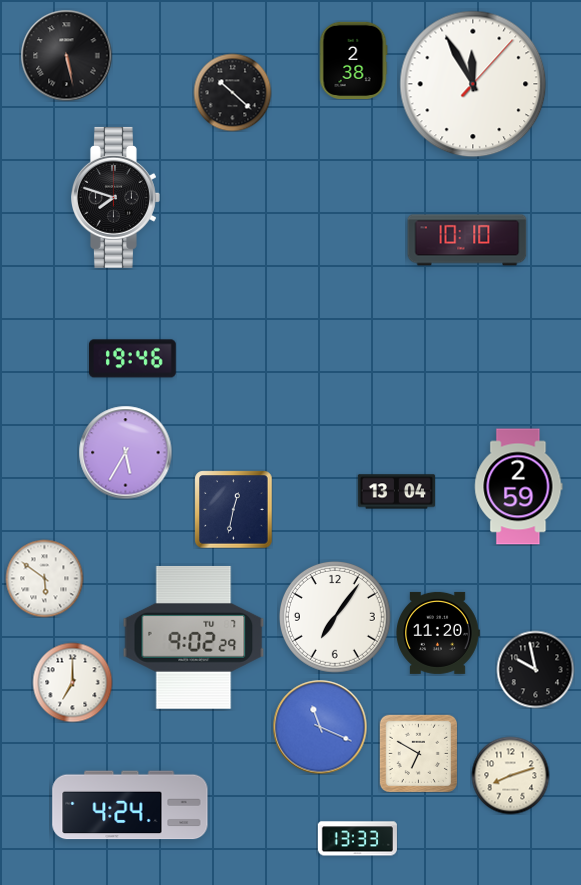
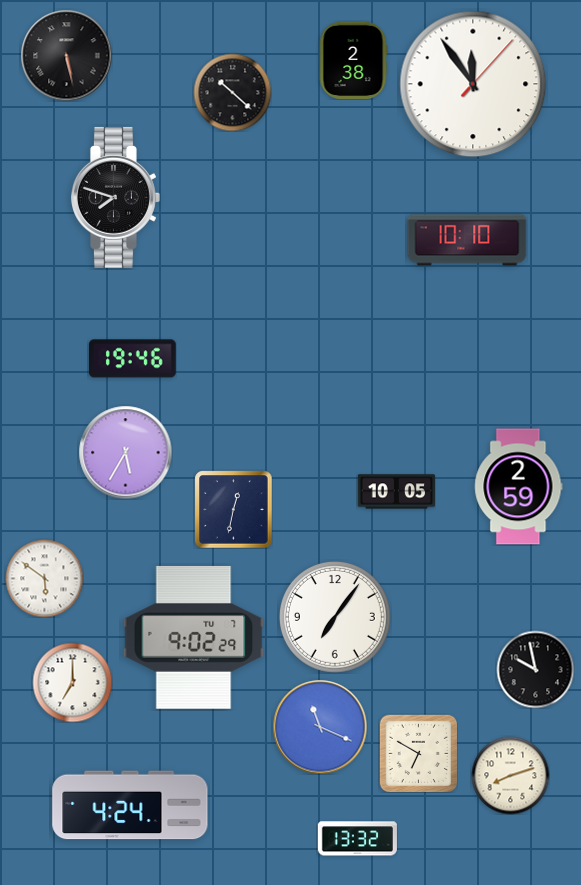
clock at (473, 84): 11:55 -> 11:54
clock at (396, 492): 13:04 -> 10:05
clock at (438, 633): 11:20 -> none
clock at (357, 839): 13:33 -> 13:32
